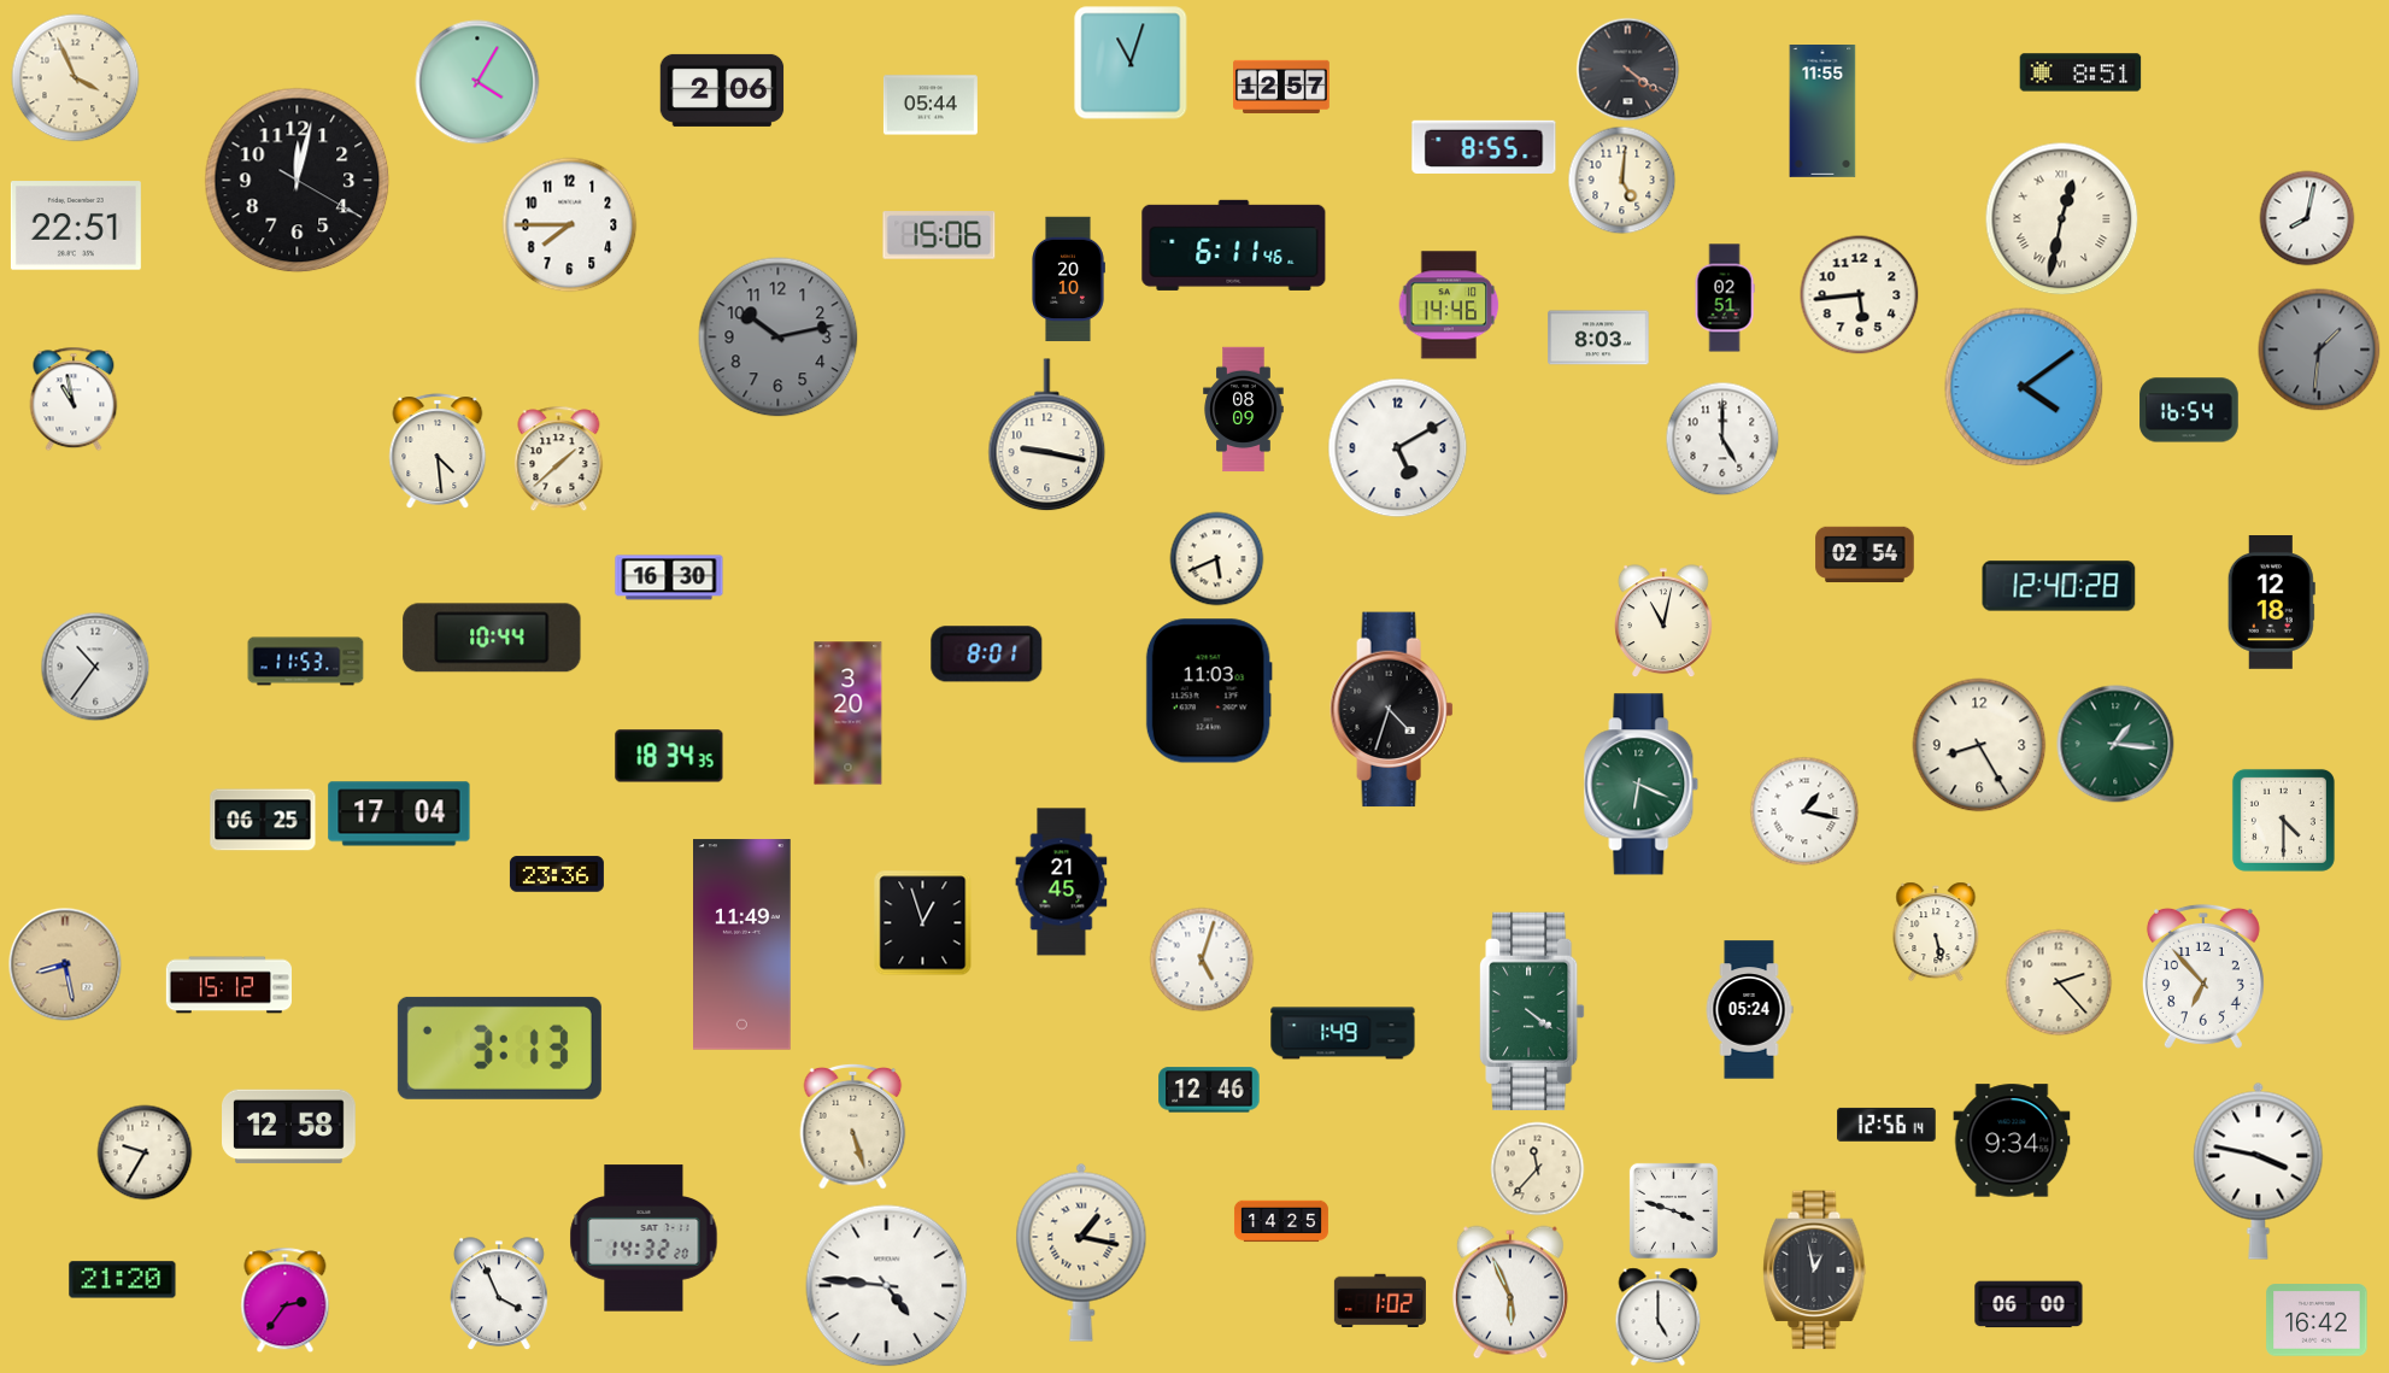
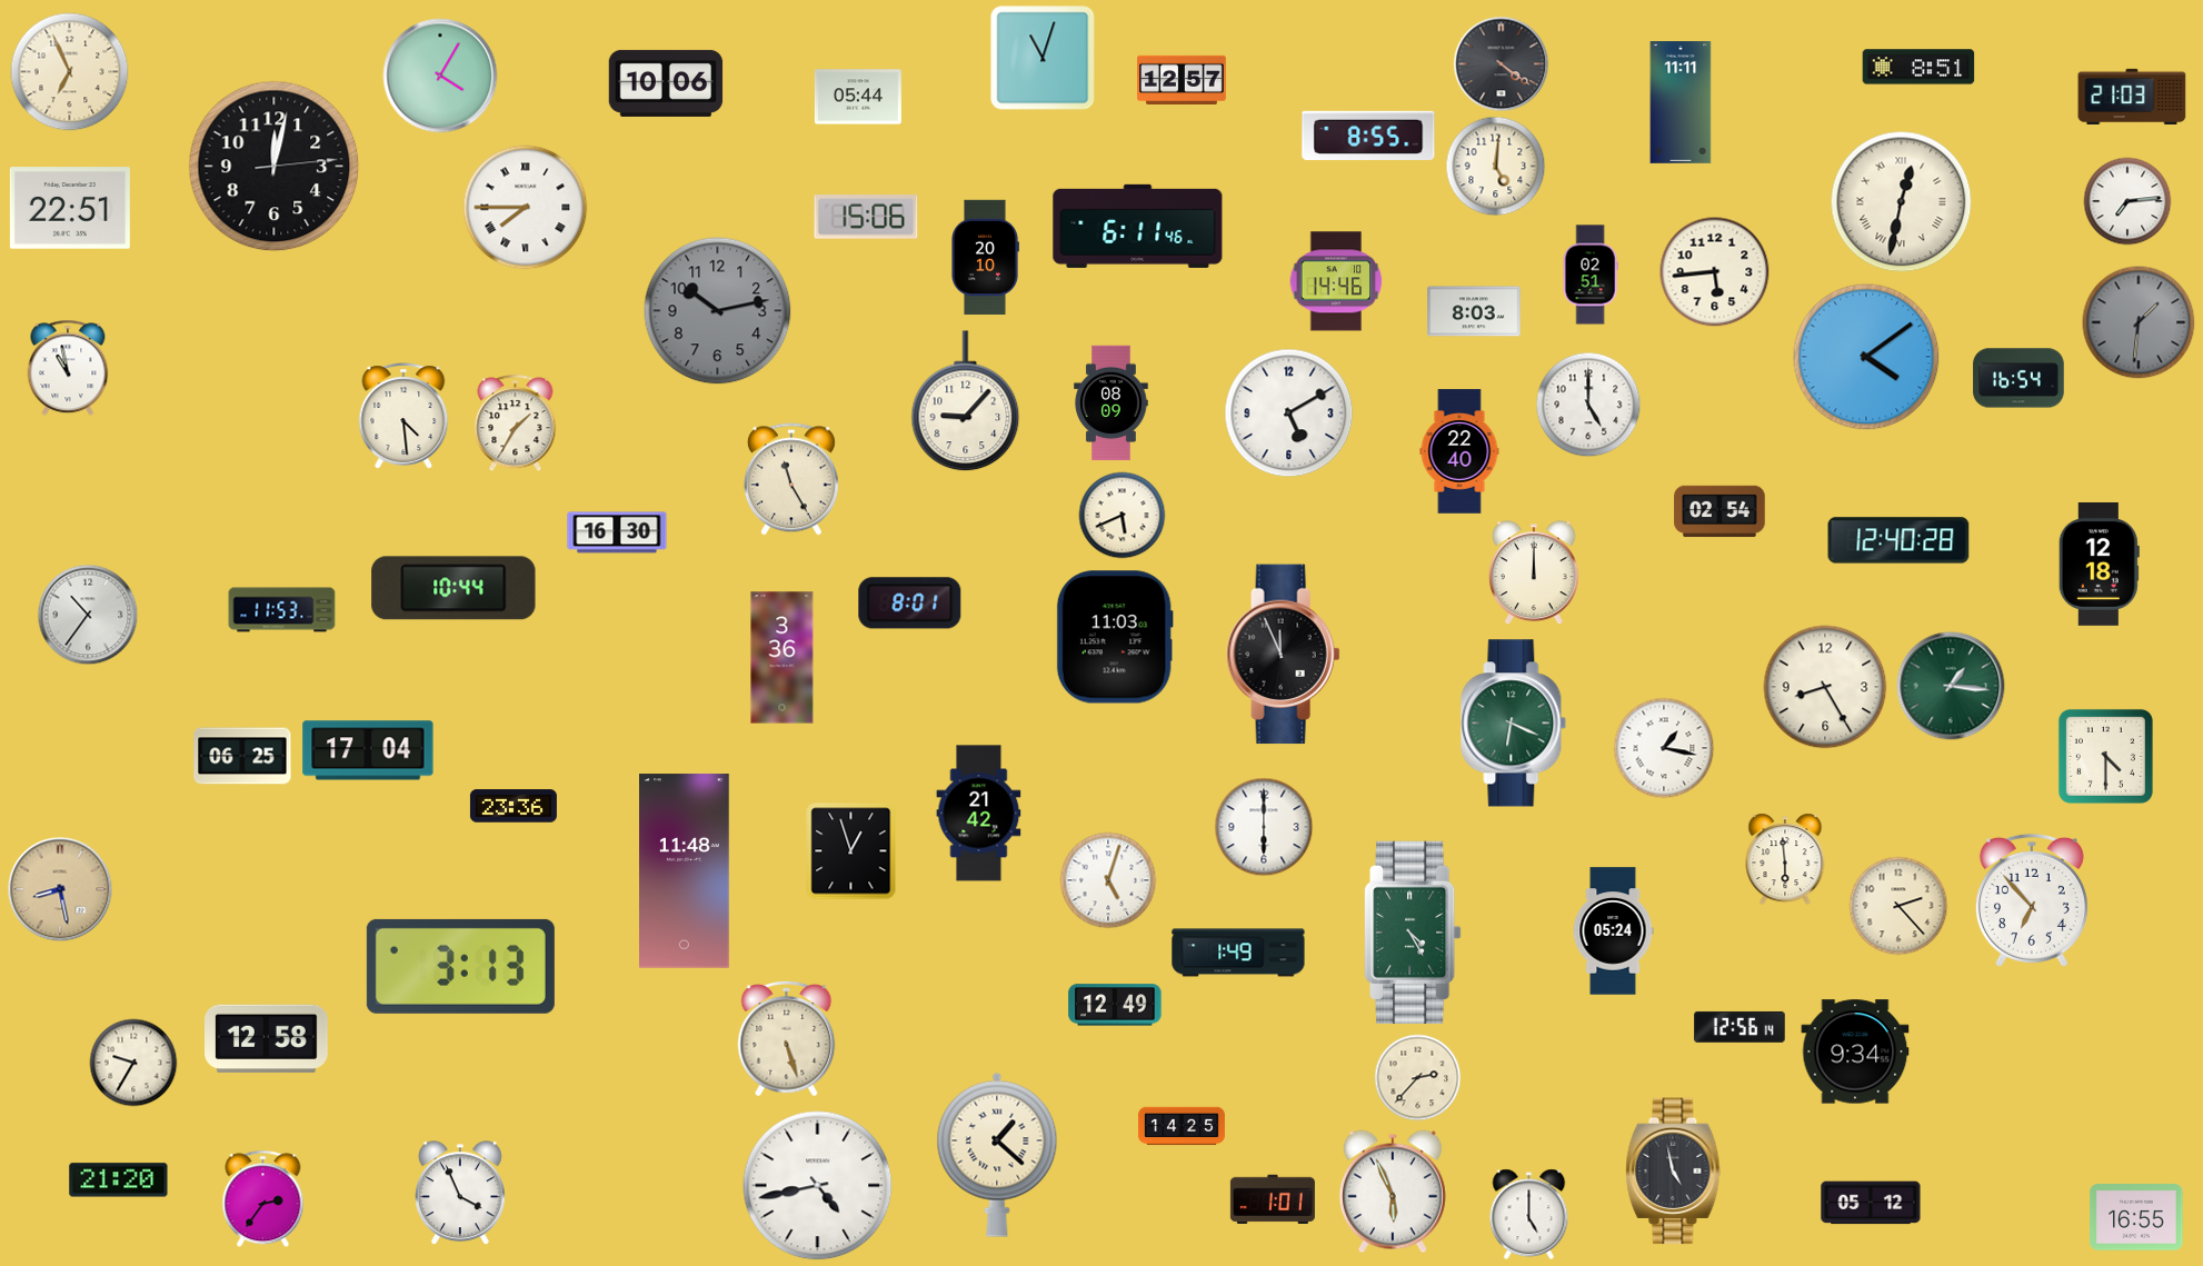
clock at (76, 78): 3:56 -> 6:56
clock at (722, 90): 2:06 -> 10:06
clock at (2132, 97): none -> 21:03
clock at (1822, 112): 11:55 -> 11:11
clock at (298, 181): 12:02:20 -> 12:02:14
clock at (2307, 218): 8:02 -> 7:14
clock at (570, 225) numerals: Arabic -> Roman
clock at (1244, 410) position: (1244, 410) -> (1112, 403)
clock at (1047, 435): 9:17 -> 9:07
clock at (559, 459): 1:38 -> 1:35
clock at (1459, 451): none -> 22:40
clock at (791, 479): none -> 11:25
clock at (2271, 603) position: (2271, 603) -> (2099, 565)
clock at (1665, 622): 11:02 -> 12:00
clock at (1392, 710): 4:33 -> 11:56
clock at (849, 714): 3:20 -> 3:36
clock at (669, 756): 18:34 -> none
clock at (1062, 882): 21:45 -> 21:42
clock at (1264, 827): none -> 6:00
clock at (1936, 932): 5:28 -> 5:59
clock at (742, 945): 11:49 -> 11:48
clock at (1202, 960) position: (1202, 960) -> (1108, 880)
clock at (228, 985): 15:12 -> none
clock at (1532, 1011): 4:21 -> 4:25
clock at (1209, 1090): 12:46 -> 12:49
clock at (1886, 1125) position: (1886, 1125) -> (1740, 1027)
clock at (1538, 1169): 11:37 -> 2:37
clock at (2259, 1170): 3:47 -> none
clock at (1673, 1210): 3:48 -> none
clock at (644, 1238): 14:32 -> none
clock at (1081, 1252): 1:17 -> 1:22
clock at (1815, 1271): 12:58 -> 4:58
clock at (123, 1280) position: (123, 1280) -> (119, 1180)
clock at (887, 1286): 4:46 -> 4:43
clock at (1380, 1301): 1:02 -> 1:01
clock at (2029, 1304): 06:00 -> 05:12
clock at (2317, 1320): 16:42 -> 16:55
